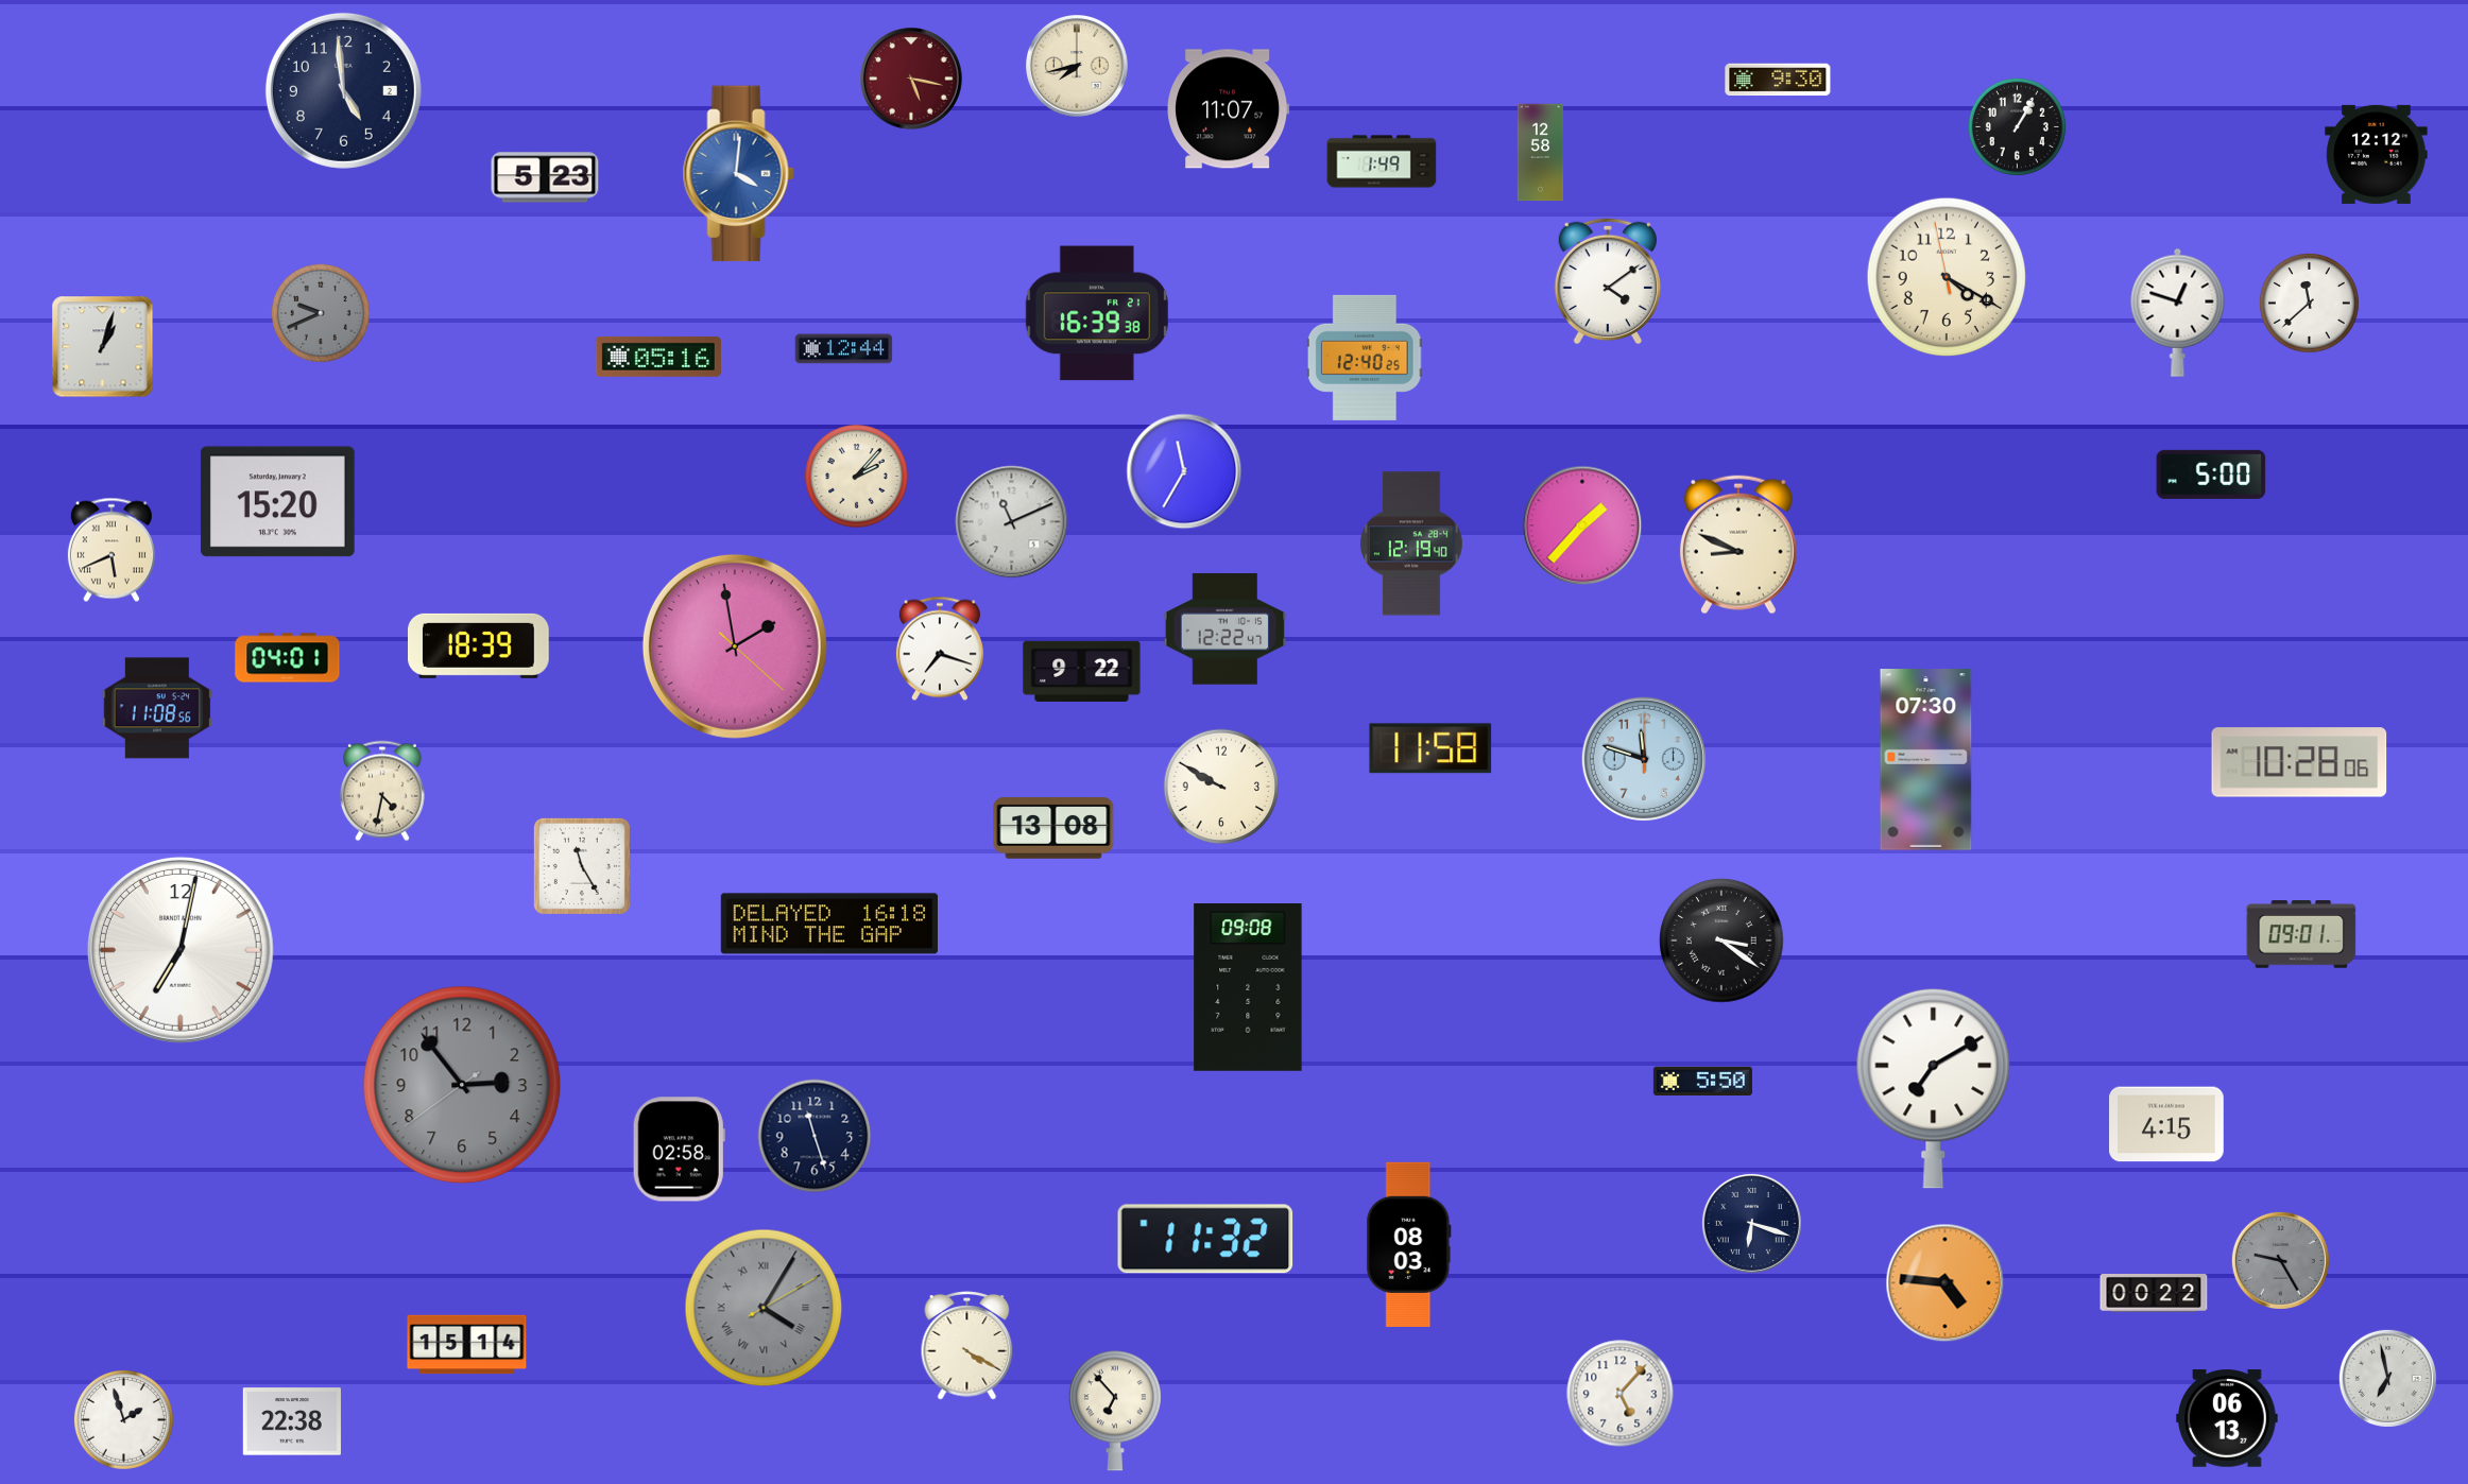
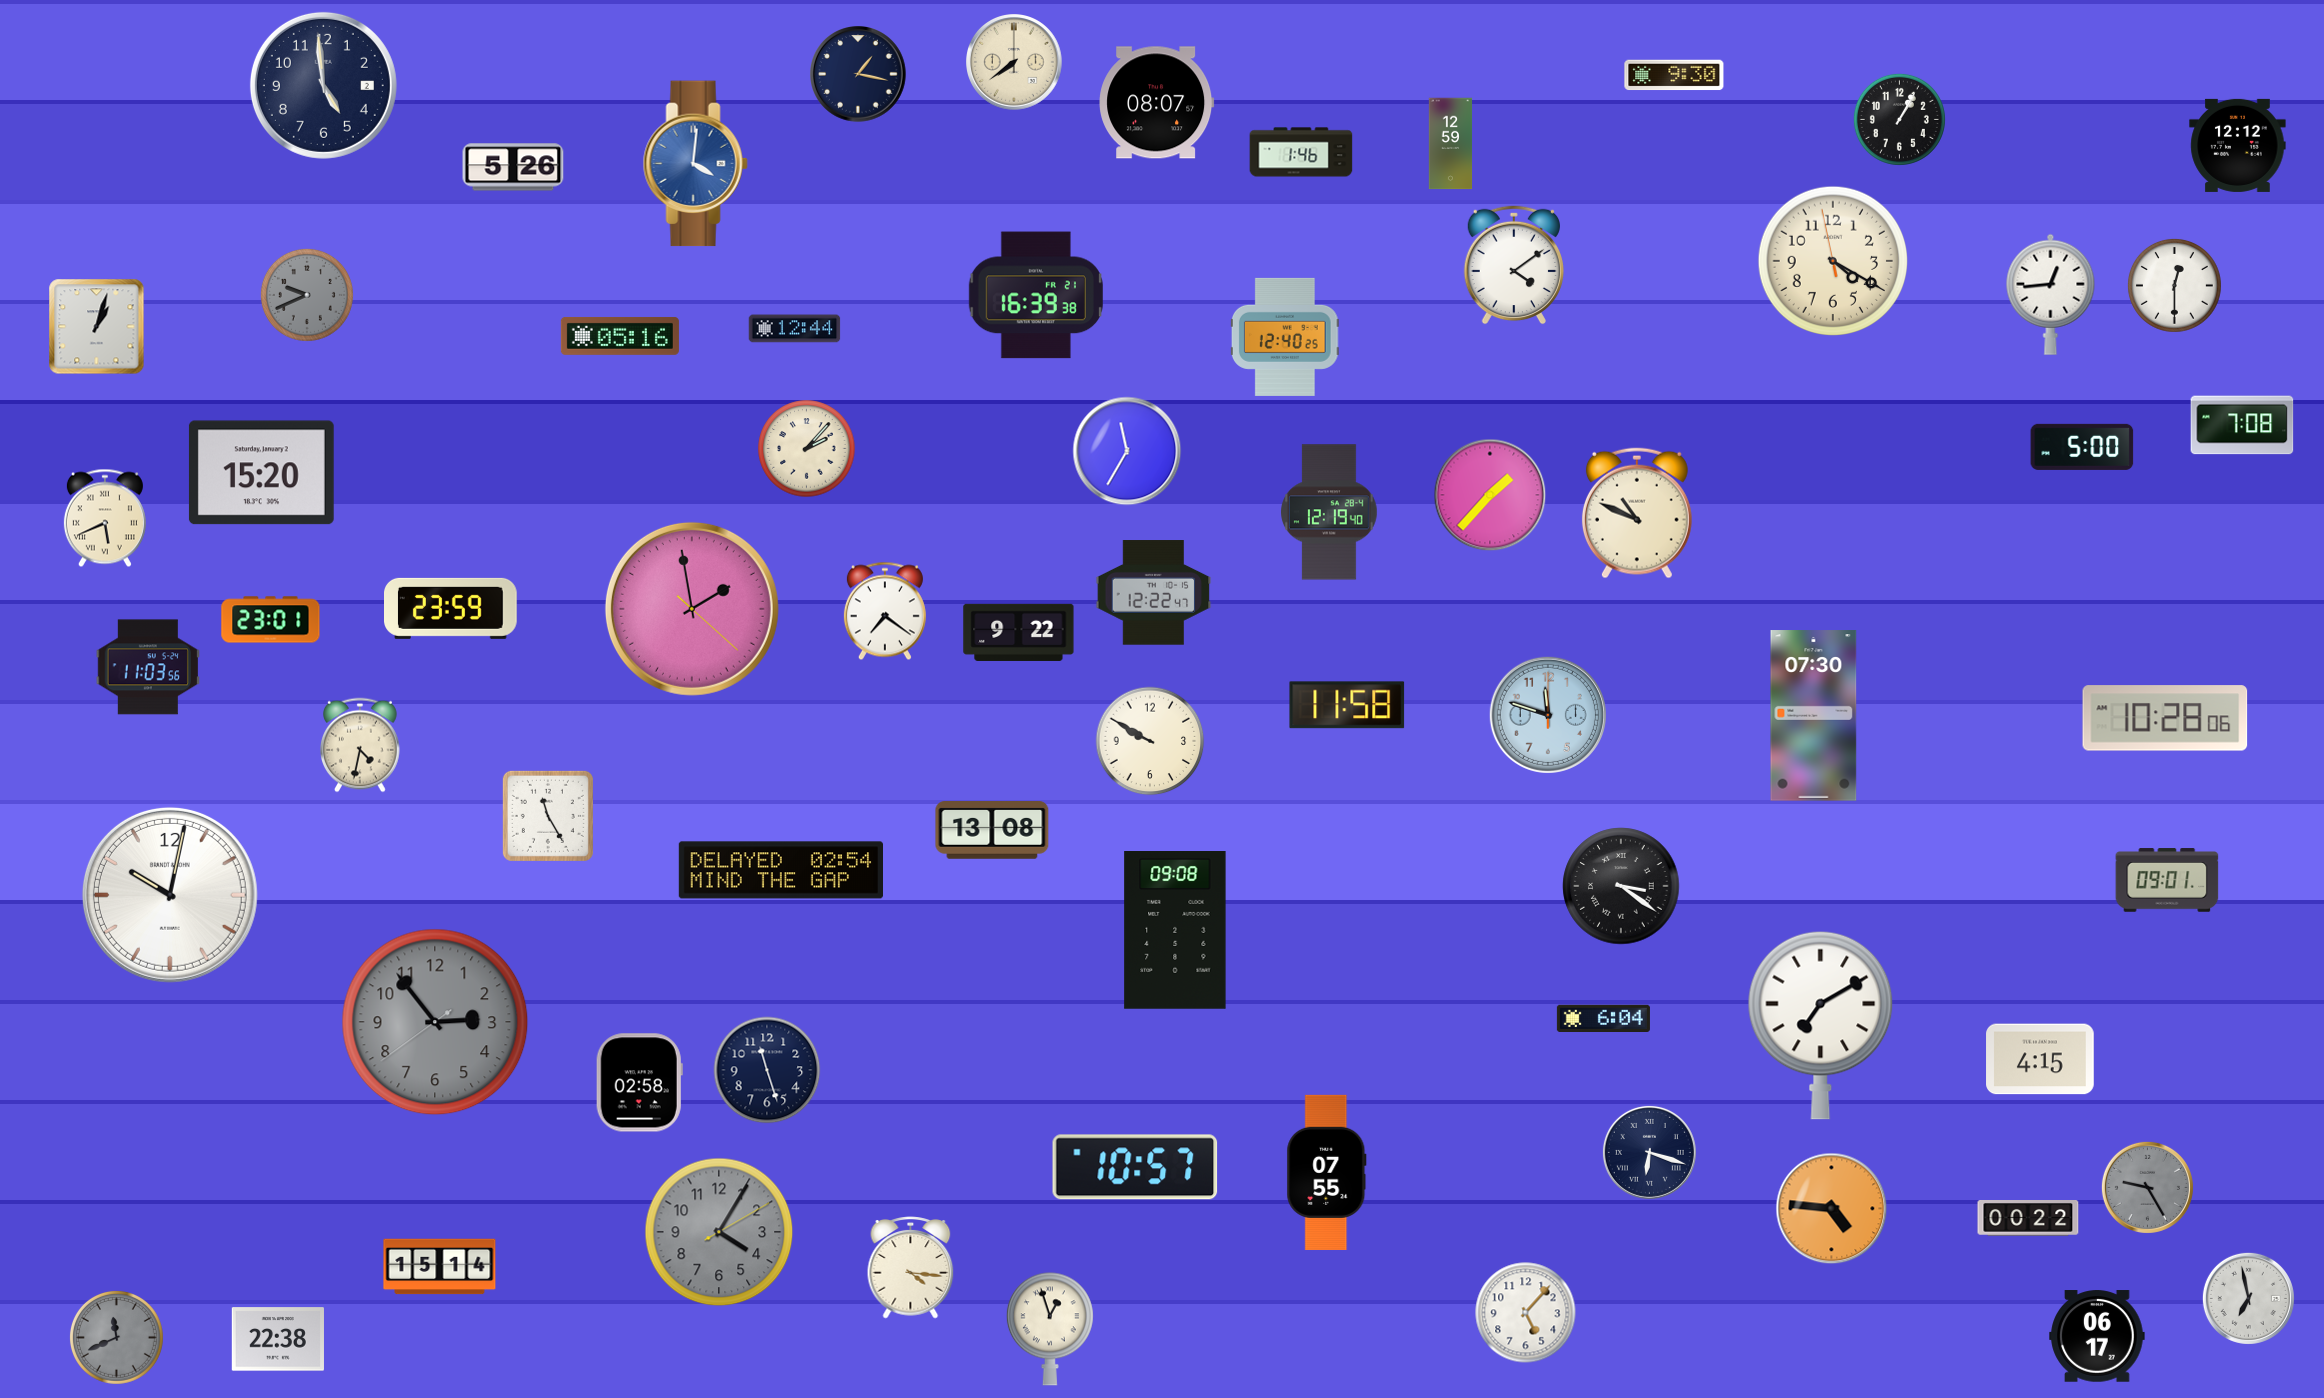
clock at (1078, 67): 7:43 -> 7:39
clock at (912, 80): 5:17 -> 1:17
clock at (912, 80) dial: burgundy -> navy
clock at (1229, 109): 11:07 -> 08:07
clock at (1541, 153): 12:58 -> 12:59
clock at (1382, 161): 1:49 -> 1:46
clock at (545, 177): 5:23 -> 5:26
clock at (2309, 303): 11:38 -> 12:30
clock at (2178, 312): 12:48 -> 12:44
clock at (321, 313) position: (321, 313) -> (307, 295)
clock at (1097, 313) position: (1097, 313) -> (1036, 295)
clock at (2242, 425): none -> 7:08
clock at (1184, 471) position: (1184, 471) -> (1127, 451)
clock at (1012, 522): 11:11 -> none
clock at (1738, 545): 8:49 -> 10:49
clock at (479, 645): 18:39 -> 23:59
clock at (940, 649): 7:18 -> 7:21
clock at (288, 658): 04:01 -> 23:01
clock at (156, 708): 11:08 -> 11:03
clock at (1053, 829) position: (1053, 829) -> (992, 831)
clock at (828, 924): 16:18 -> 02:54
clock at (181, 950): 7:02 -> 10:02
clock at (1702, 1081): 5:50 -> 6:04
clock at (1205, 1239): 11:32 -> 10:57
clock at (1409, 1244): 08:03 -> 07:55
clock at (764, 1308) numerals: Roman -> Arabic
clock at (967, 1346): 4:20 -> 4:16
clock at (1115, 1411): 6:53 -> 12:57
clock at (2227, 1418): 06:13 -> 06:17
clock at (123, 1419): 1:57 -> 11:41
clock at (123, 1419) dial: white -> grey
clock at (291, 1421) position: (291, 1421) -> (277, 1339)
